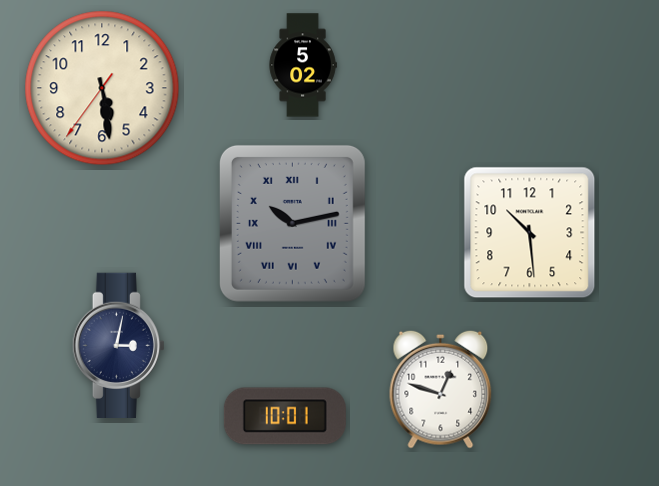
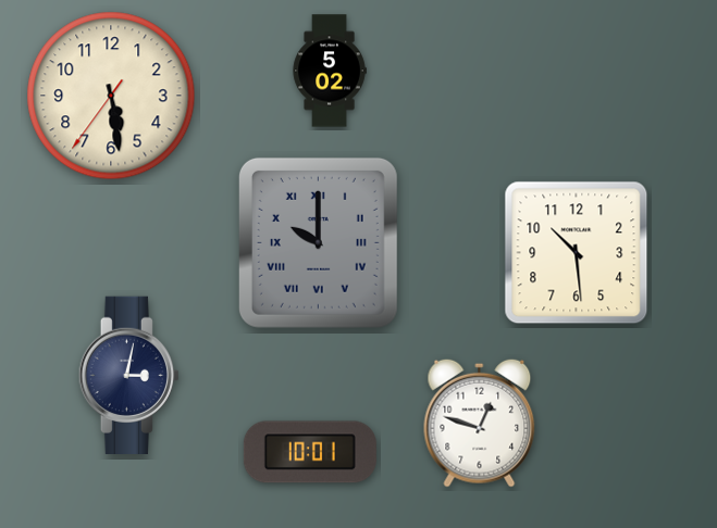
clock at (292, 223): 10:13 -> 10:00
